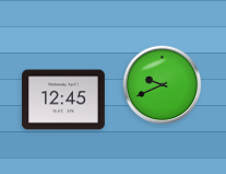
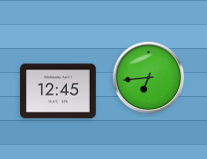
clock at (163, 85): 9:41 -> 6:44
